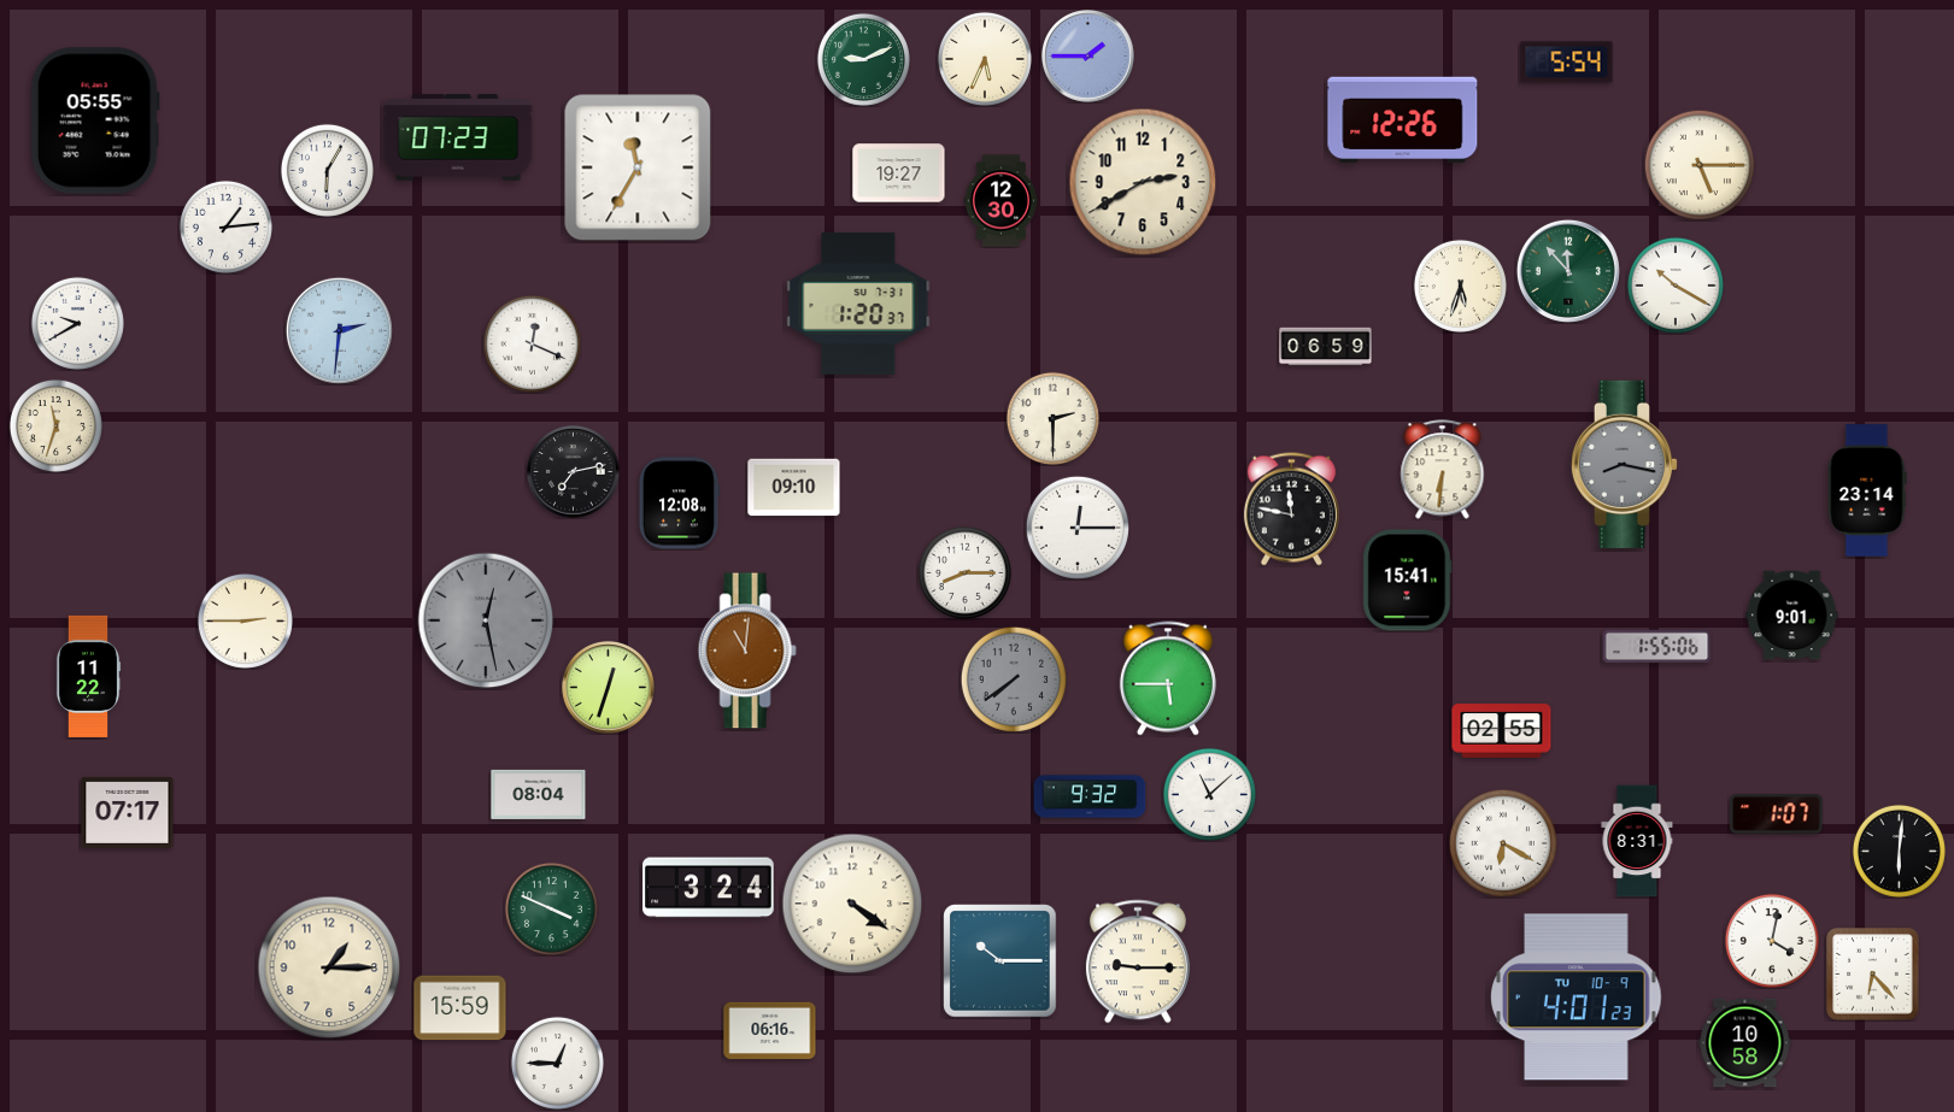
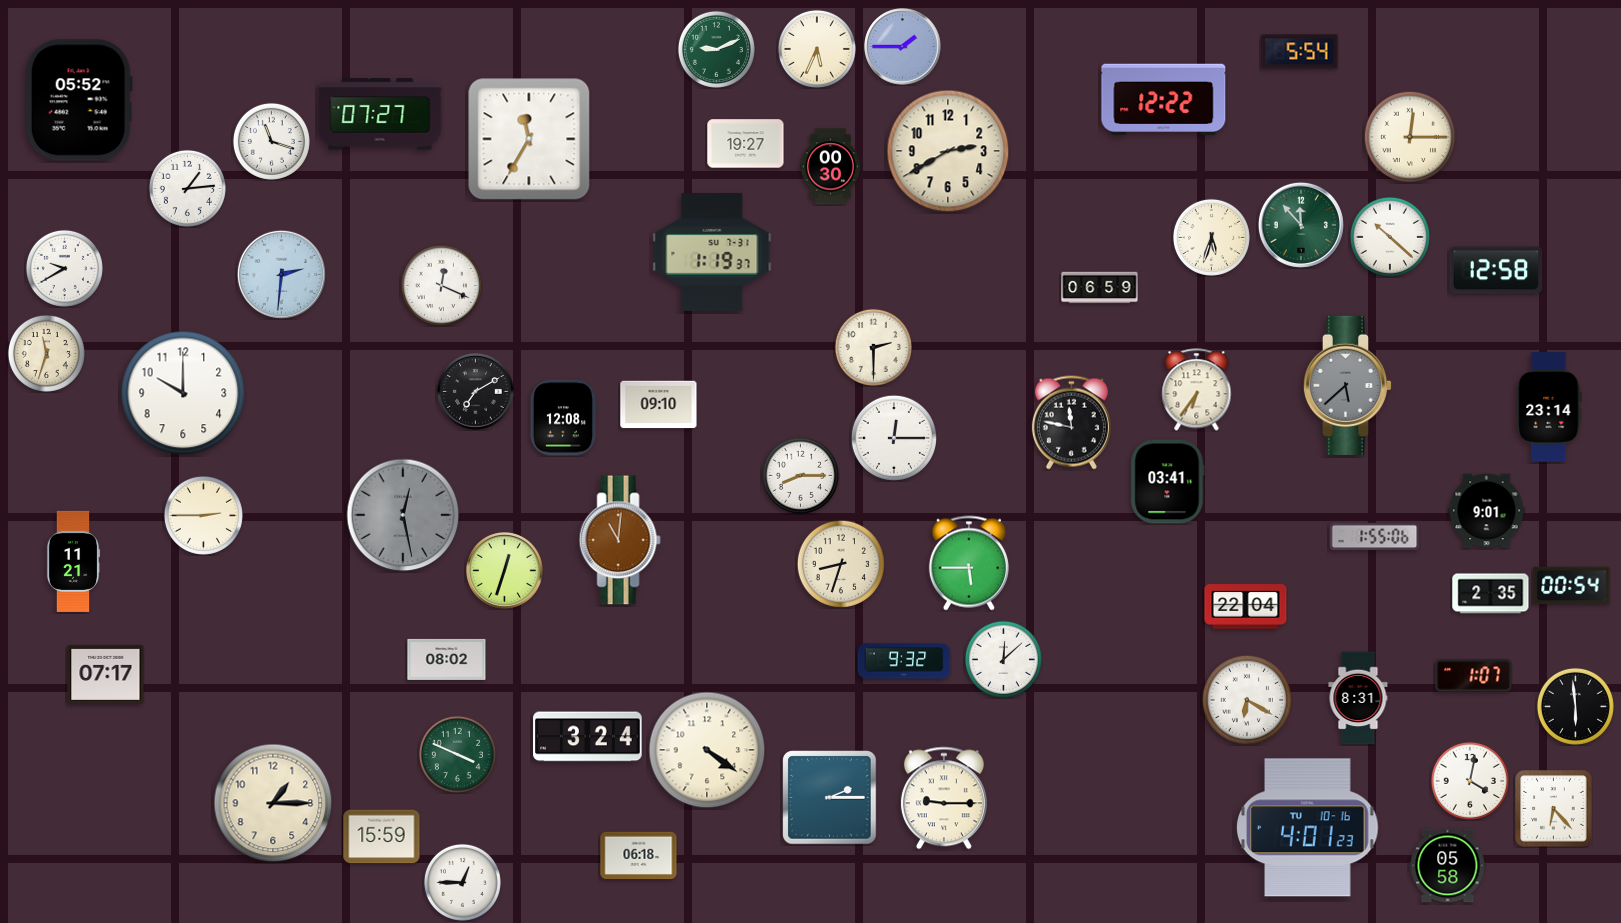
clock at (1403, 119): 12:26 -> 12:22
clock at (95, 120): 05:55 -> 05:52
clock at (458, 137): 07:23 -> 07:27
clock at (1698, 164): 5:15 -> 12:15
clock at (327, 170): 6:05 -> 11:18
clock at (1001, 201): 12:30 -> 00:30
clock at (1676, 286): 10:20 -> 10:22
clock at (858, 304): 1:20 -> 1:19
clock at (1496, 270): none -> 12:58
clock at (1625, 464): 8:17 -> 5:38
clock at (1443, 470): 6:31 -> 6:36
clock at (574, 472): 7:13 -> 7:10
clock at (183, 393): none -> 10:00
clock at (1408, 581): 15:41 -> 03:41
clock at (88, 676): 11:22 -> 11:21
clock at (1014, 679): 7:39 -> 8:33
clock at (1014, 679) dial: grey -> cream
clock at (1572, 586): none -> 00:54
clock at (1491, 594): none -> 2:35
clock at (1502, 731): 02:55 -> 22:04
clock at (539, 794): 08:04 -> 08:02
clock at (1209, 794): 11:08 -> 12:08
clock at (1899, 851): 6:01 -> 5:59
clock at (1001, 961): 10:15 -> 2:15
clock at (1577, 998) date: TU 10-9 -> TU 10-16
clock at (770, 1031): 06:16 -> 06:18
clock at (1745, 1043): 10:58 -> 05:58
